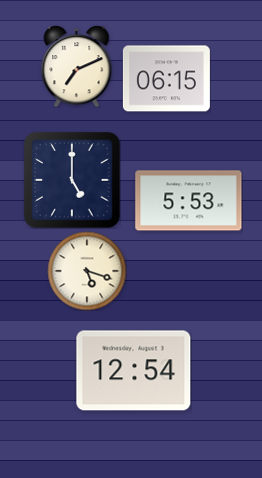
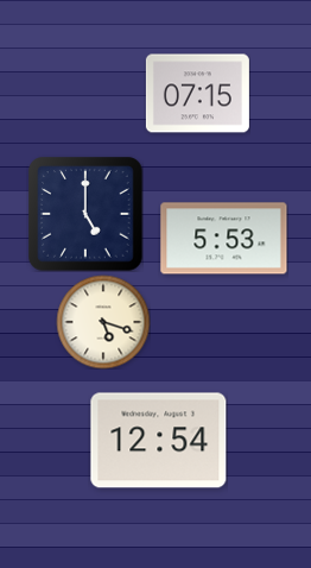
clock at (77, 66): 7:11 -> none
clock at (166, 79): 06:15 -> 07:15
